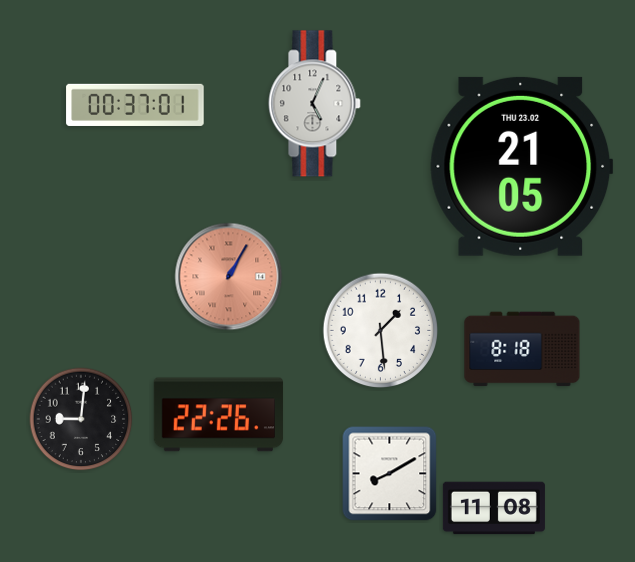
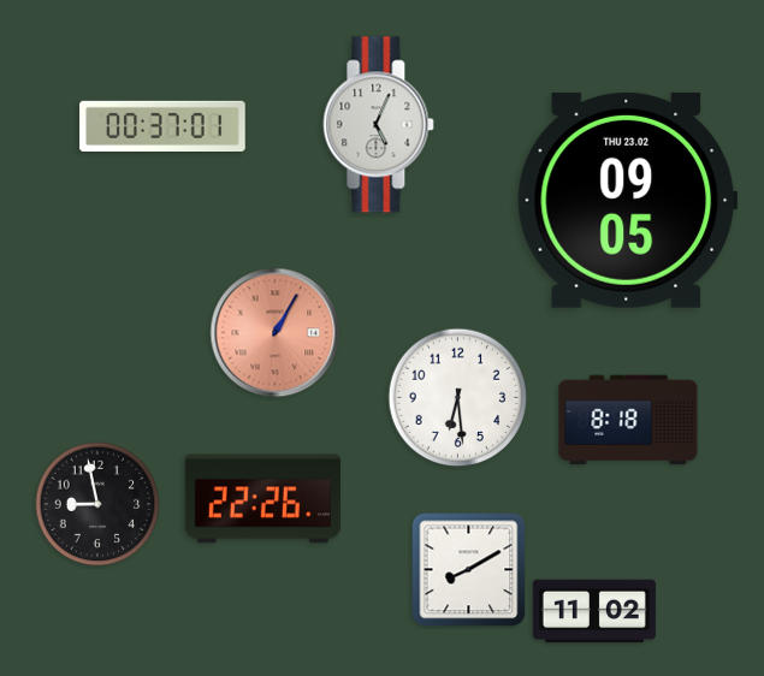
clock at (522, 166): 21:05 -> 09:05
clock at (381, 331): 1:29 -> 6:29
clock at (81, 419): 9:01 -> 8:58
clock at (494, 508): 11:08 -> 11:02
